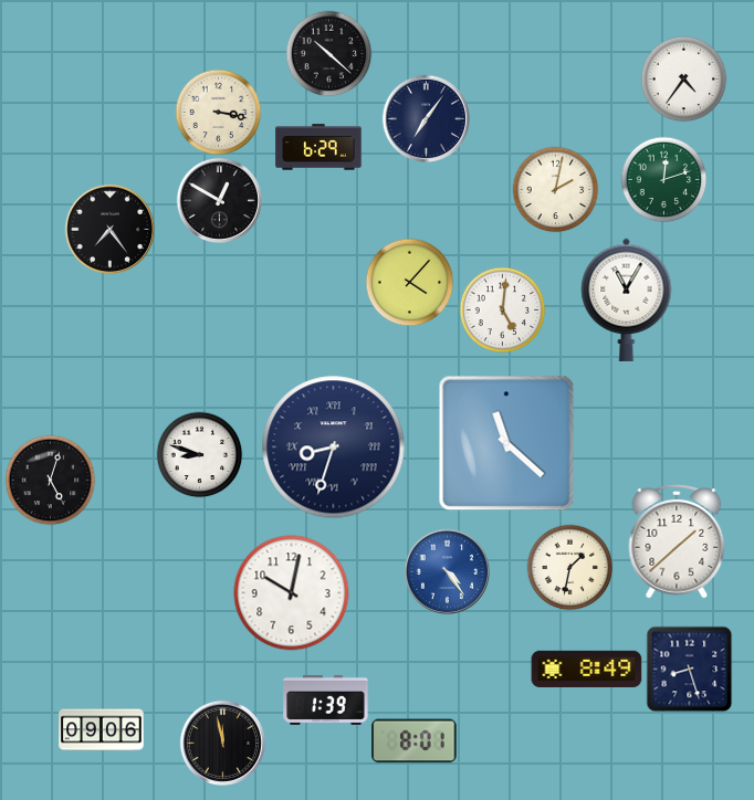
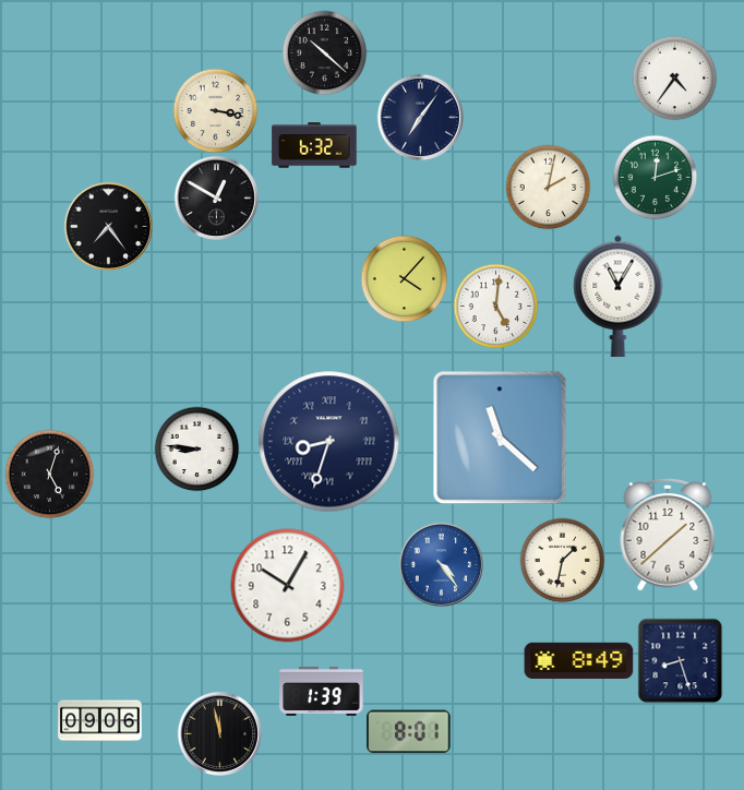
clock at (318, 147): 6:29 -> 6:32
clock at (199, 454): 8:48 -> 8:46
clock at (292, 593): 10:02 -> 10:05
